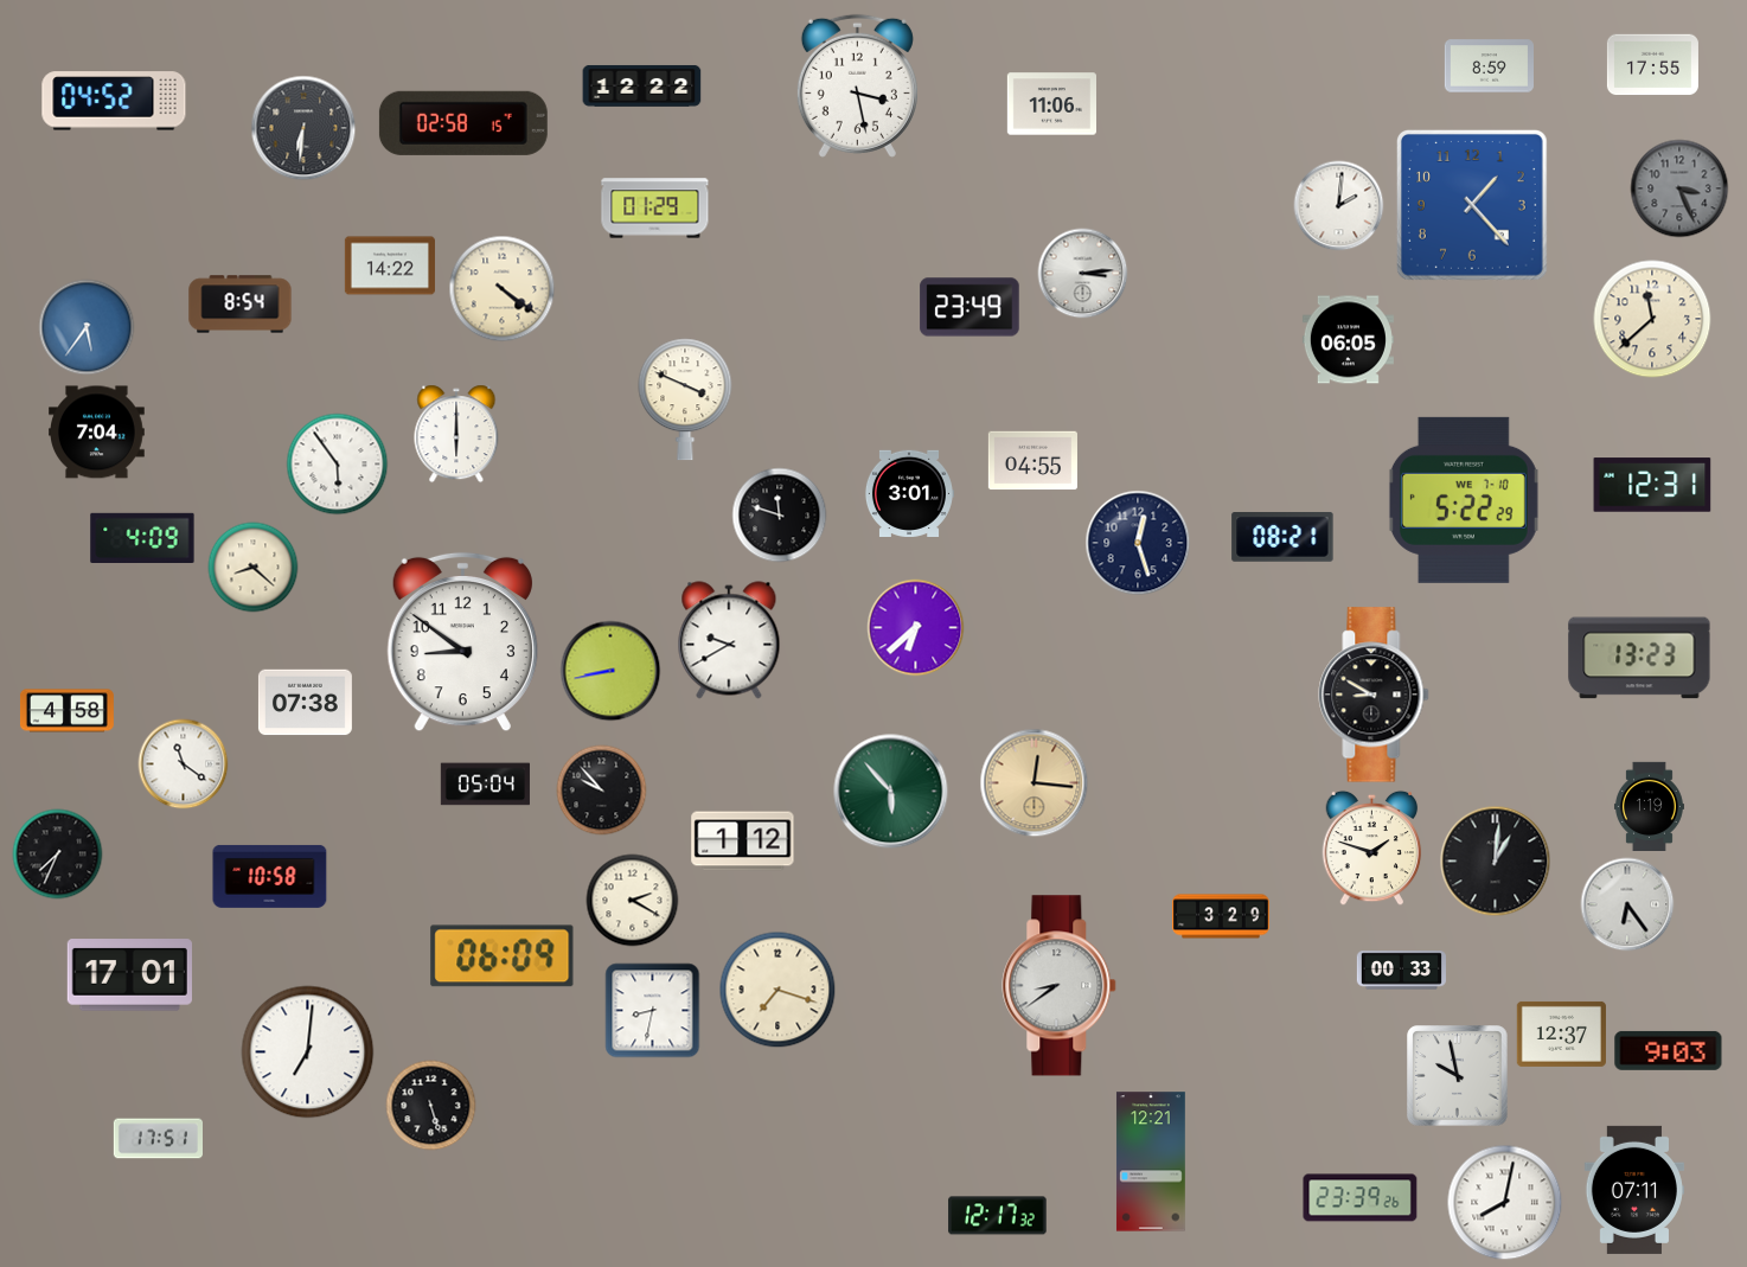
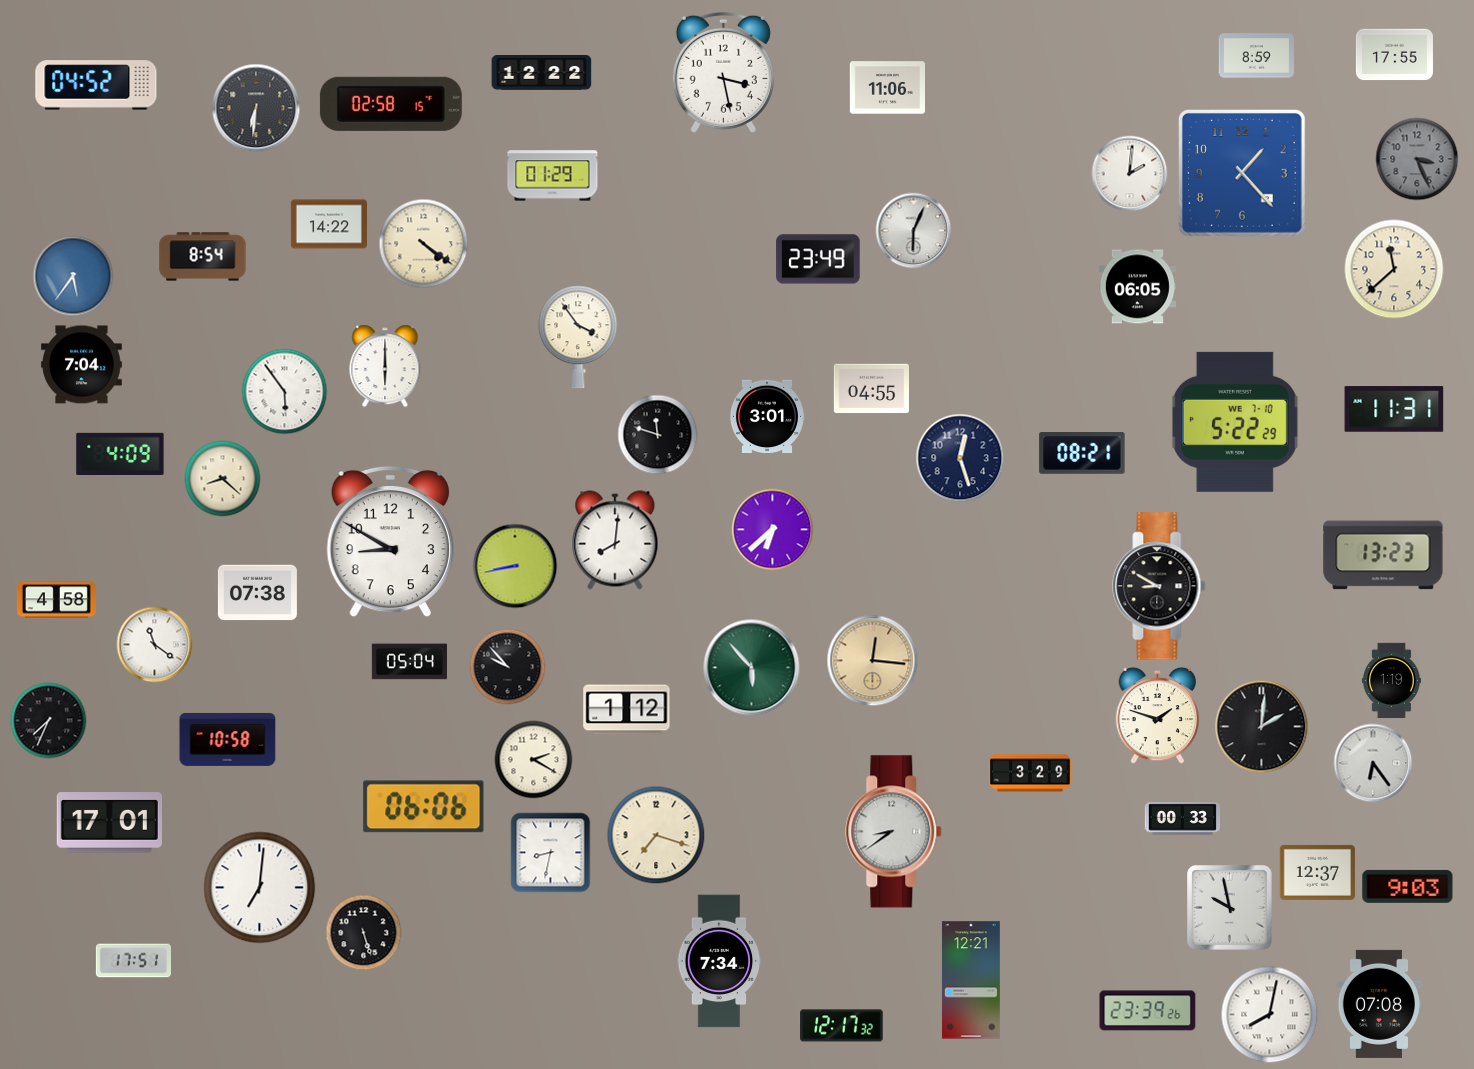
clock at (1083, 274): 3:14 -> 6:04
clock at (685, 399): 3:49 -> 3:54
clock at (1652, 485): 12:31 -> 11:31
clock at (254, 568) position: (254, 568) -> (223, 479)
clock at (729, 640): 9:40 -> 8:01
clock at (462, 642): 8:51 -> 8:50
clock at (1496, 862): 1:01 -> 2:01
clock at (503, 956): 06:09 -> 06:06
clock at (719, 961): none -> 7:34
clock at (1634, 1190): 07:11 -> 07:08
